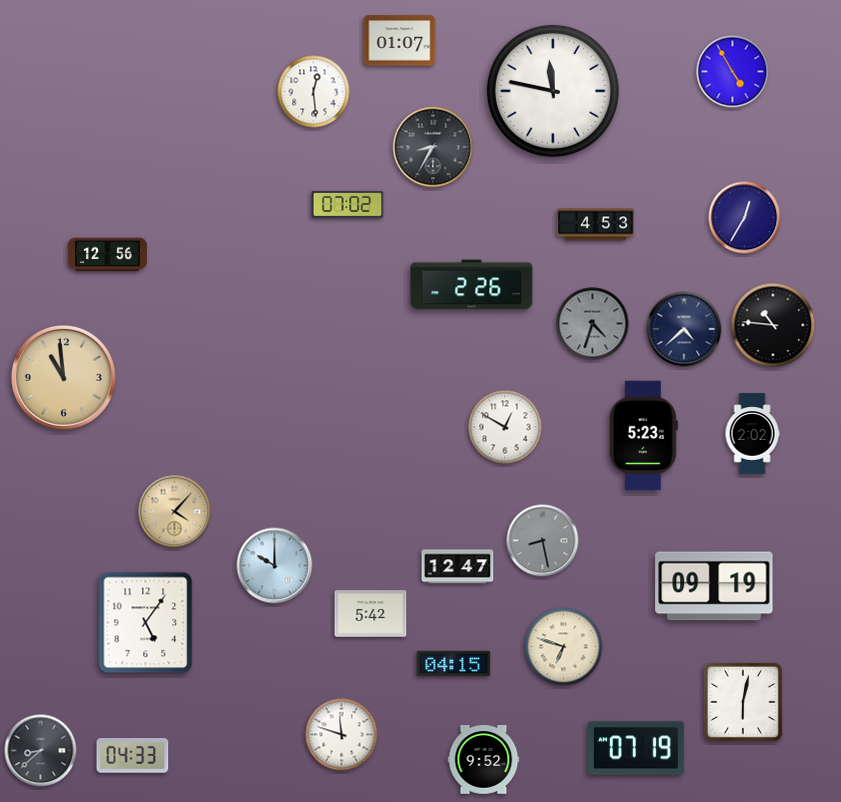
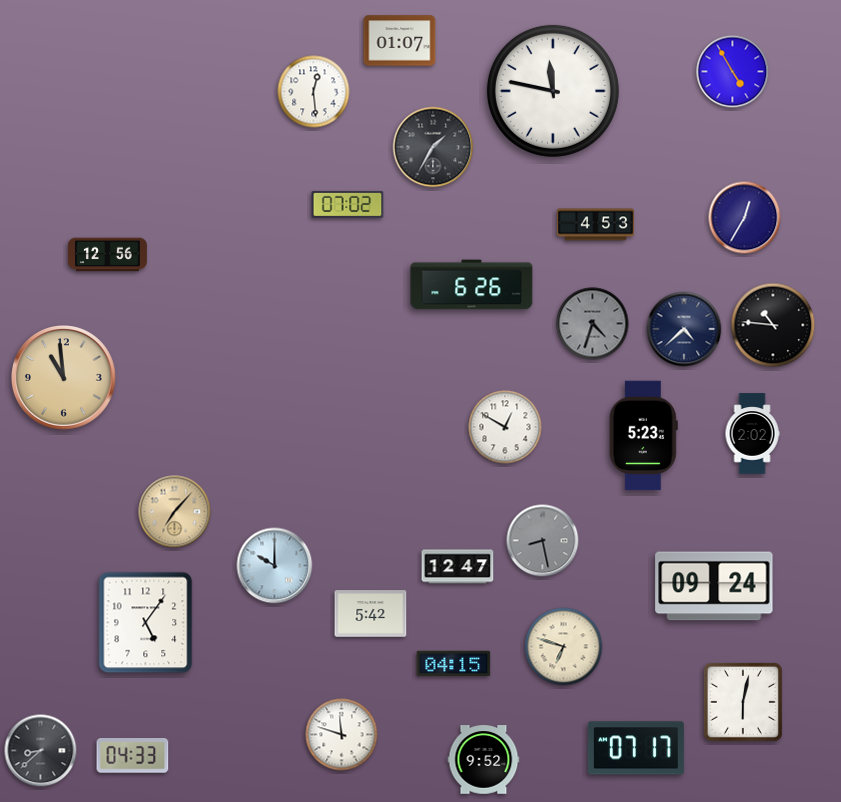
clock at (433, 147): 8:35 -> 1:35
clock at (472, 285): 2:26 -> 6:26
clock at (175, 512): 4:07 -> 7:07
clock at (714, 586): 09:19 -> 09:24
clock at (636, 748): 07:19 -> 07:17
